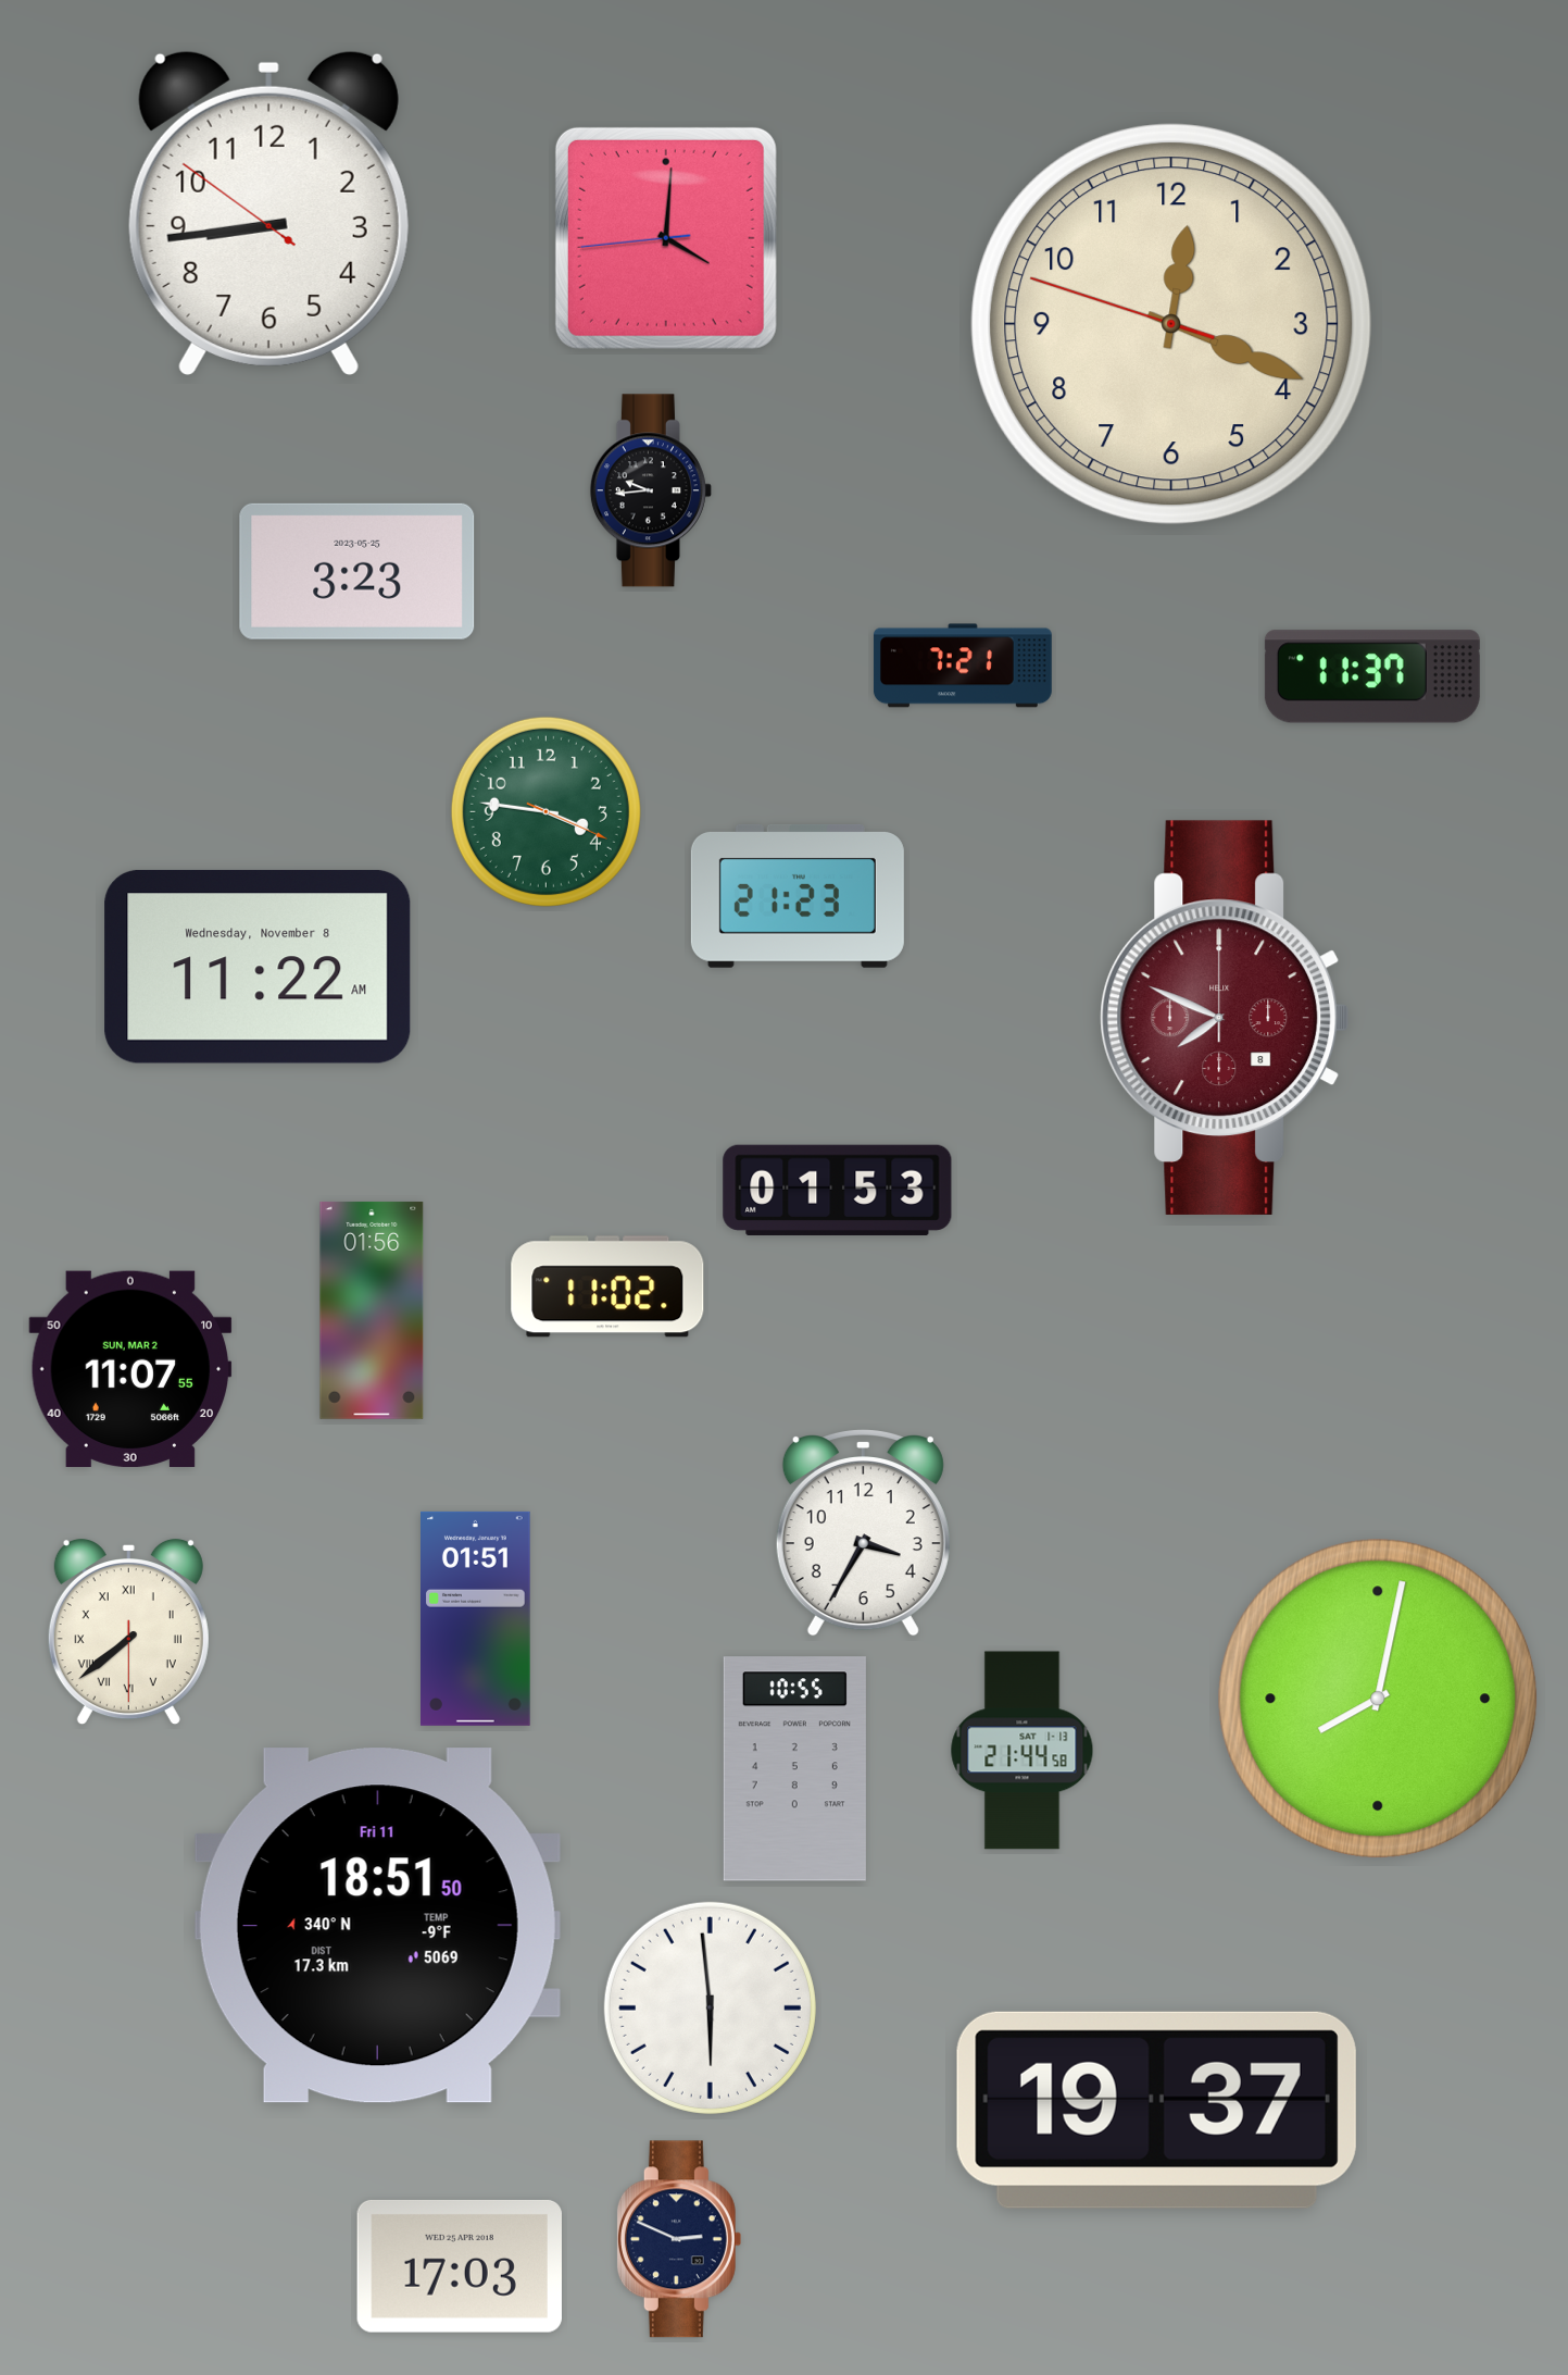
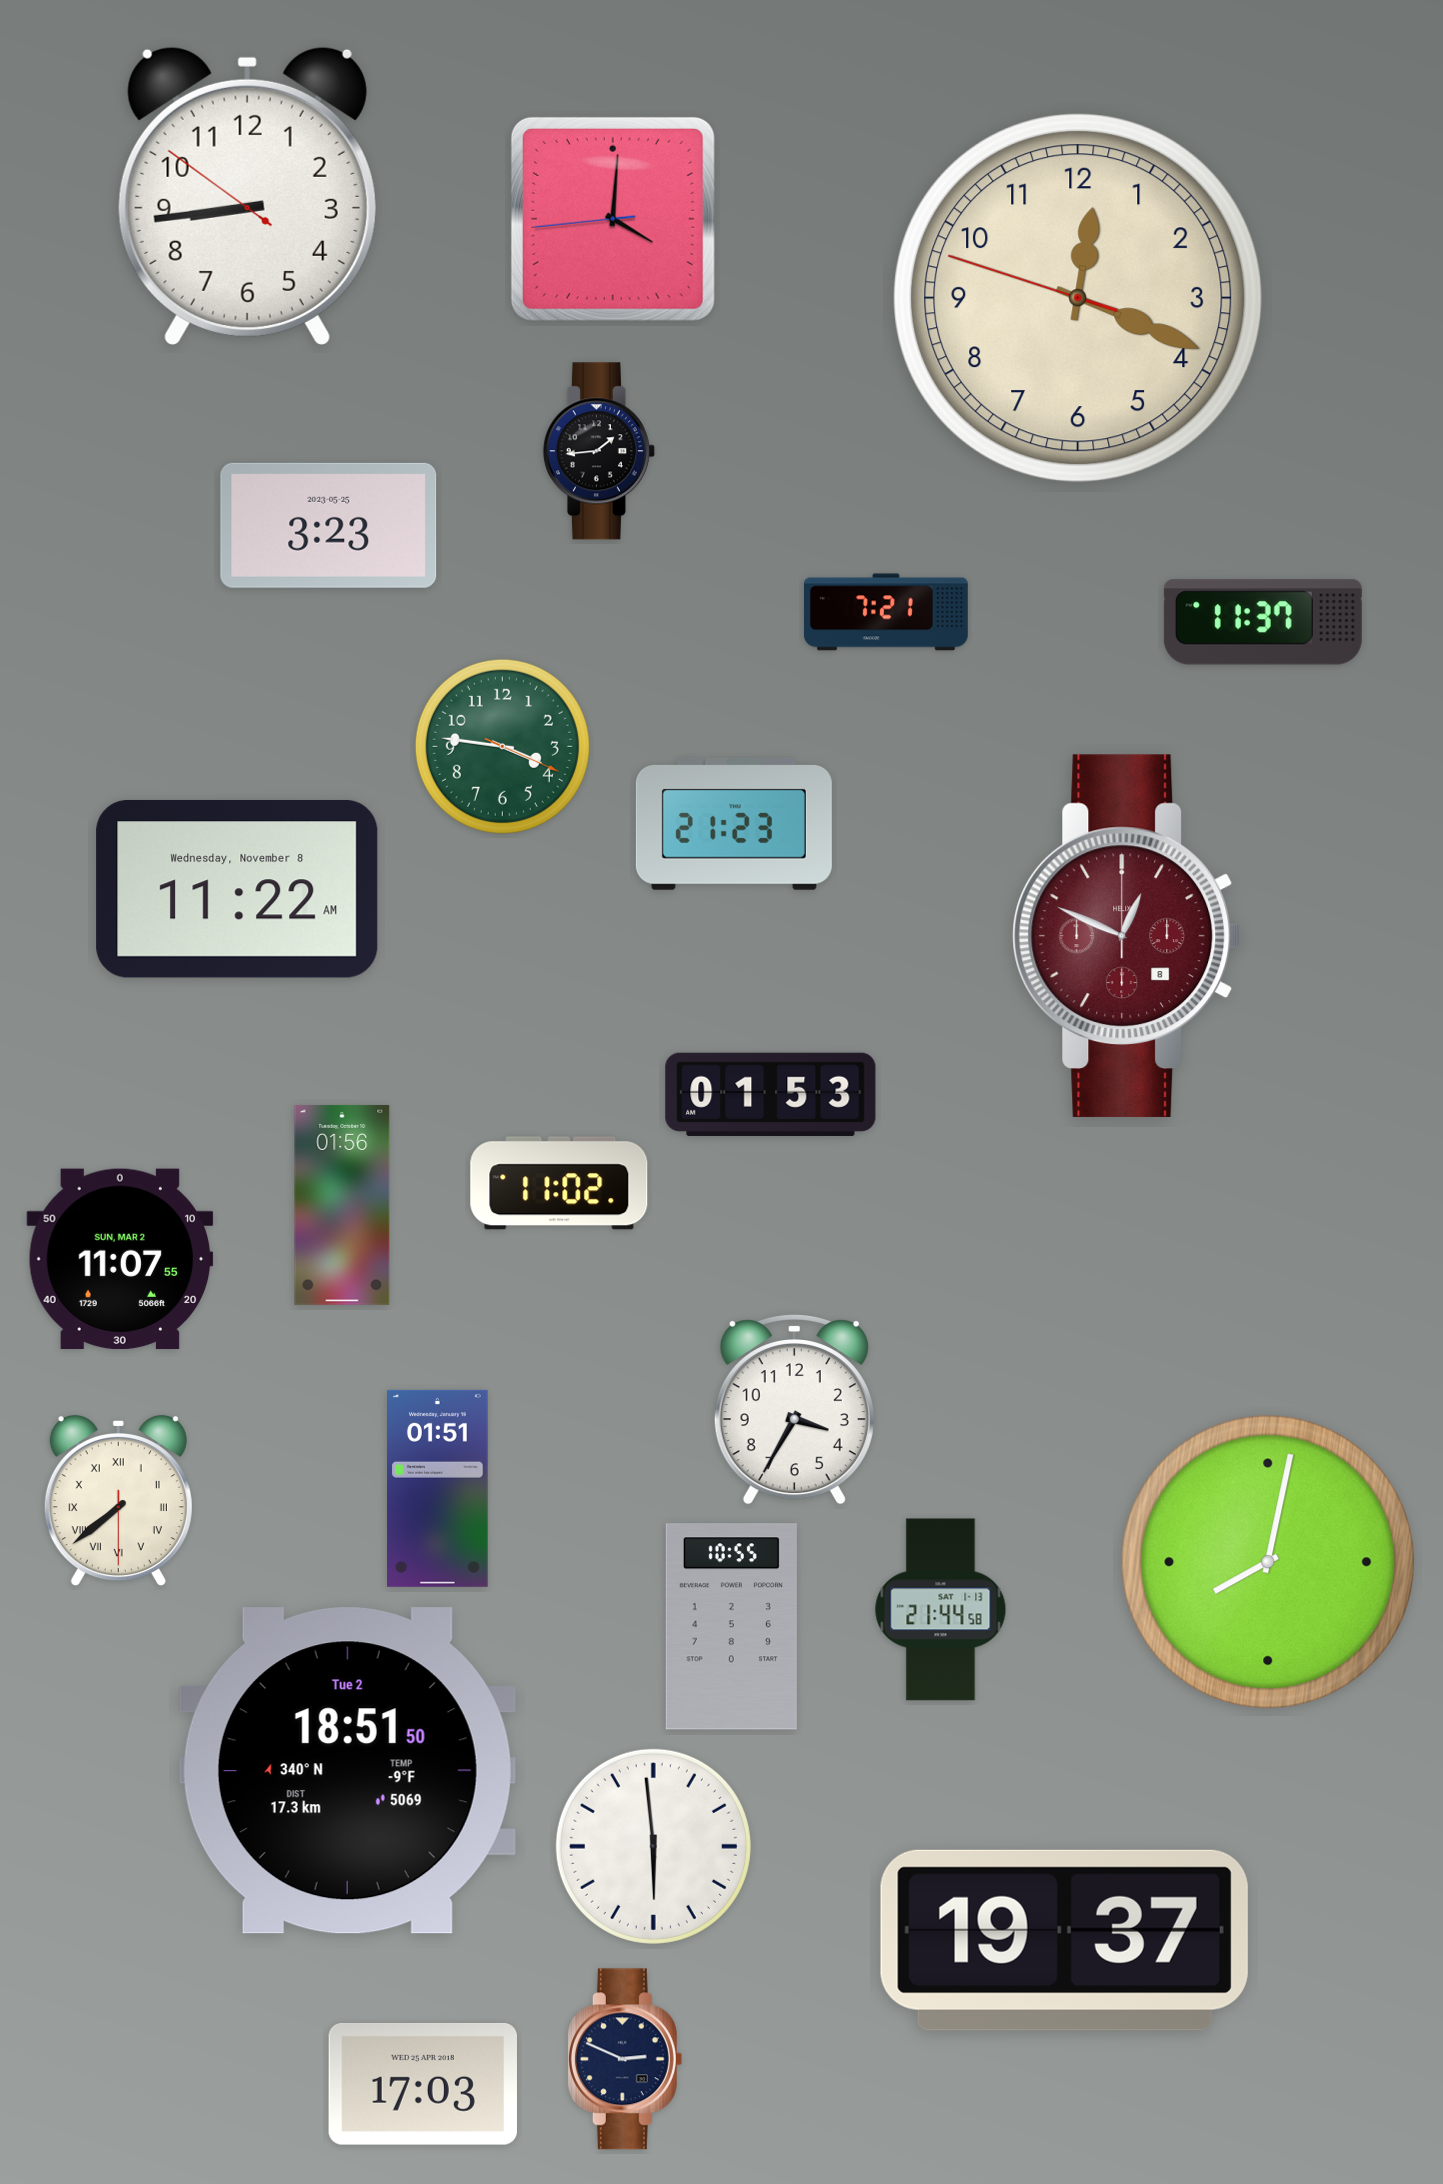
clock at (651, 490): 9:44 -> 1:44
clock at (1225, 1018): 7:49 -> 12:49
clock at (377, 1926) date: Fri 11 -> Tue 2
